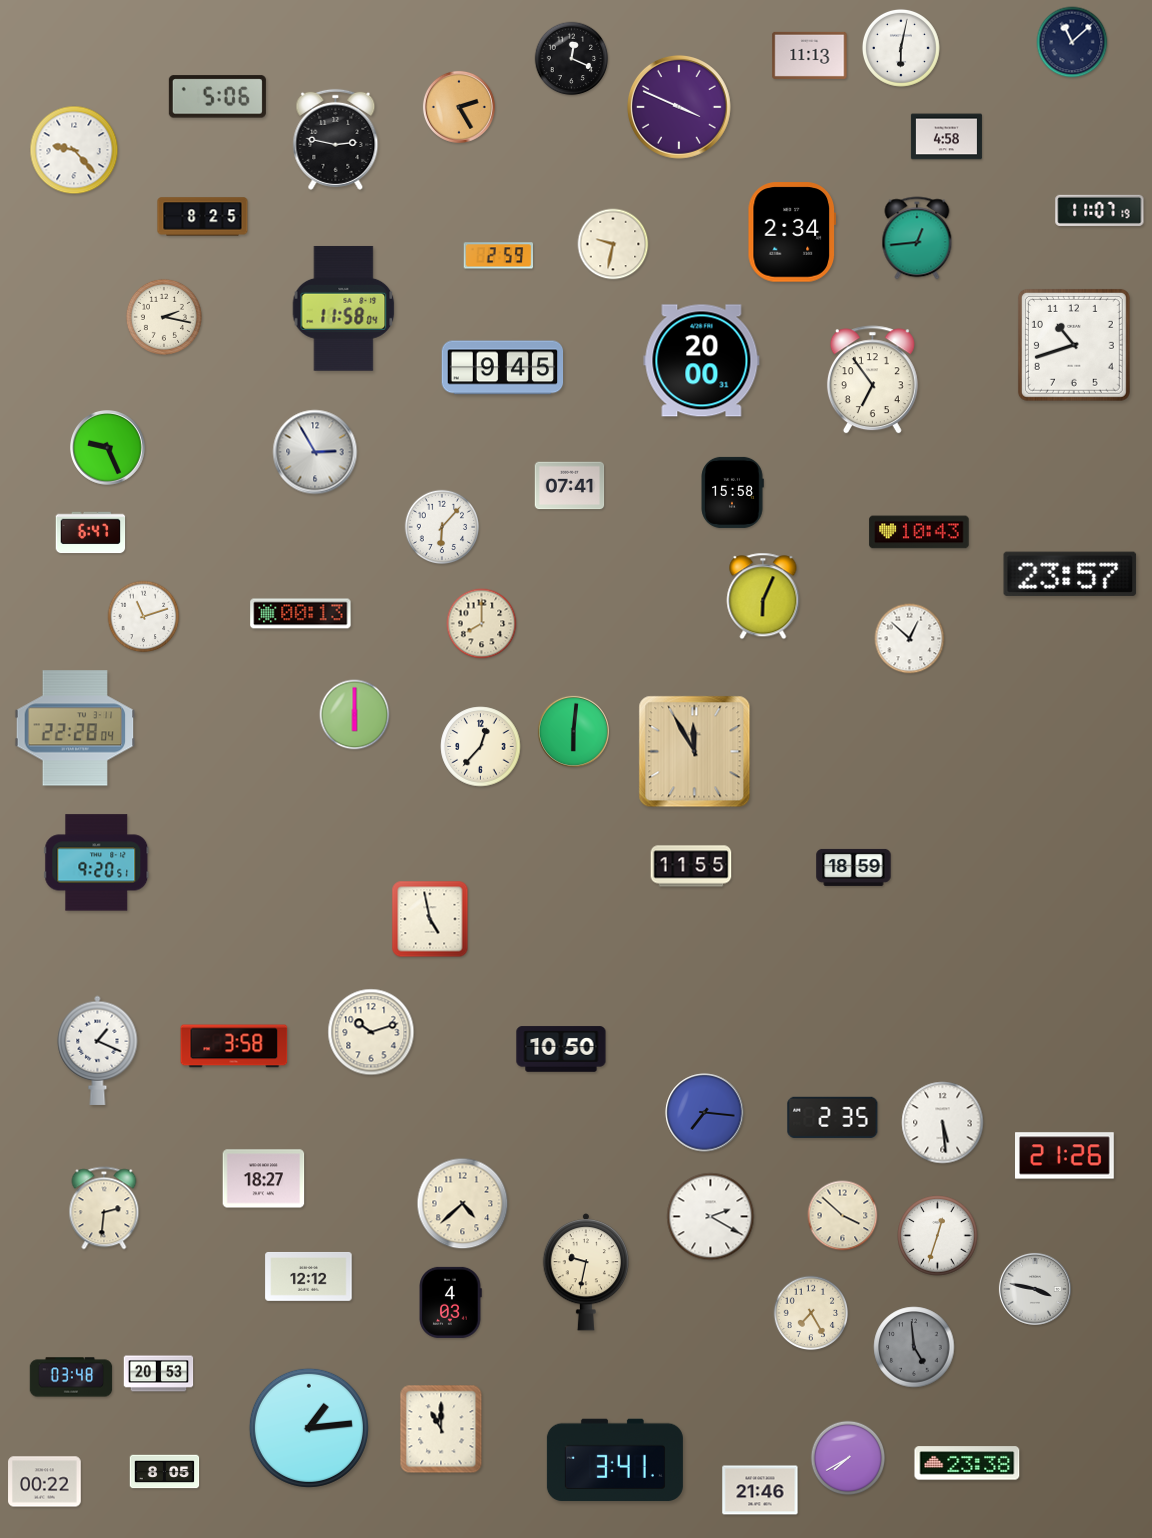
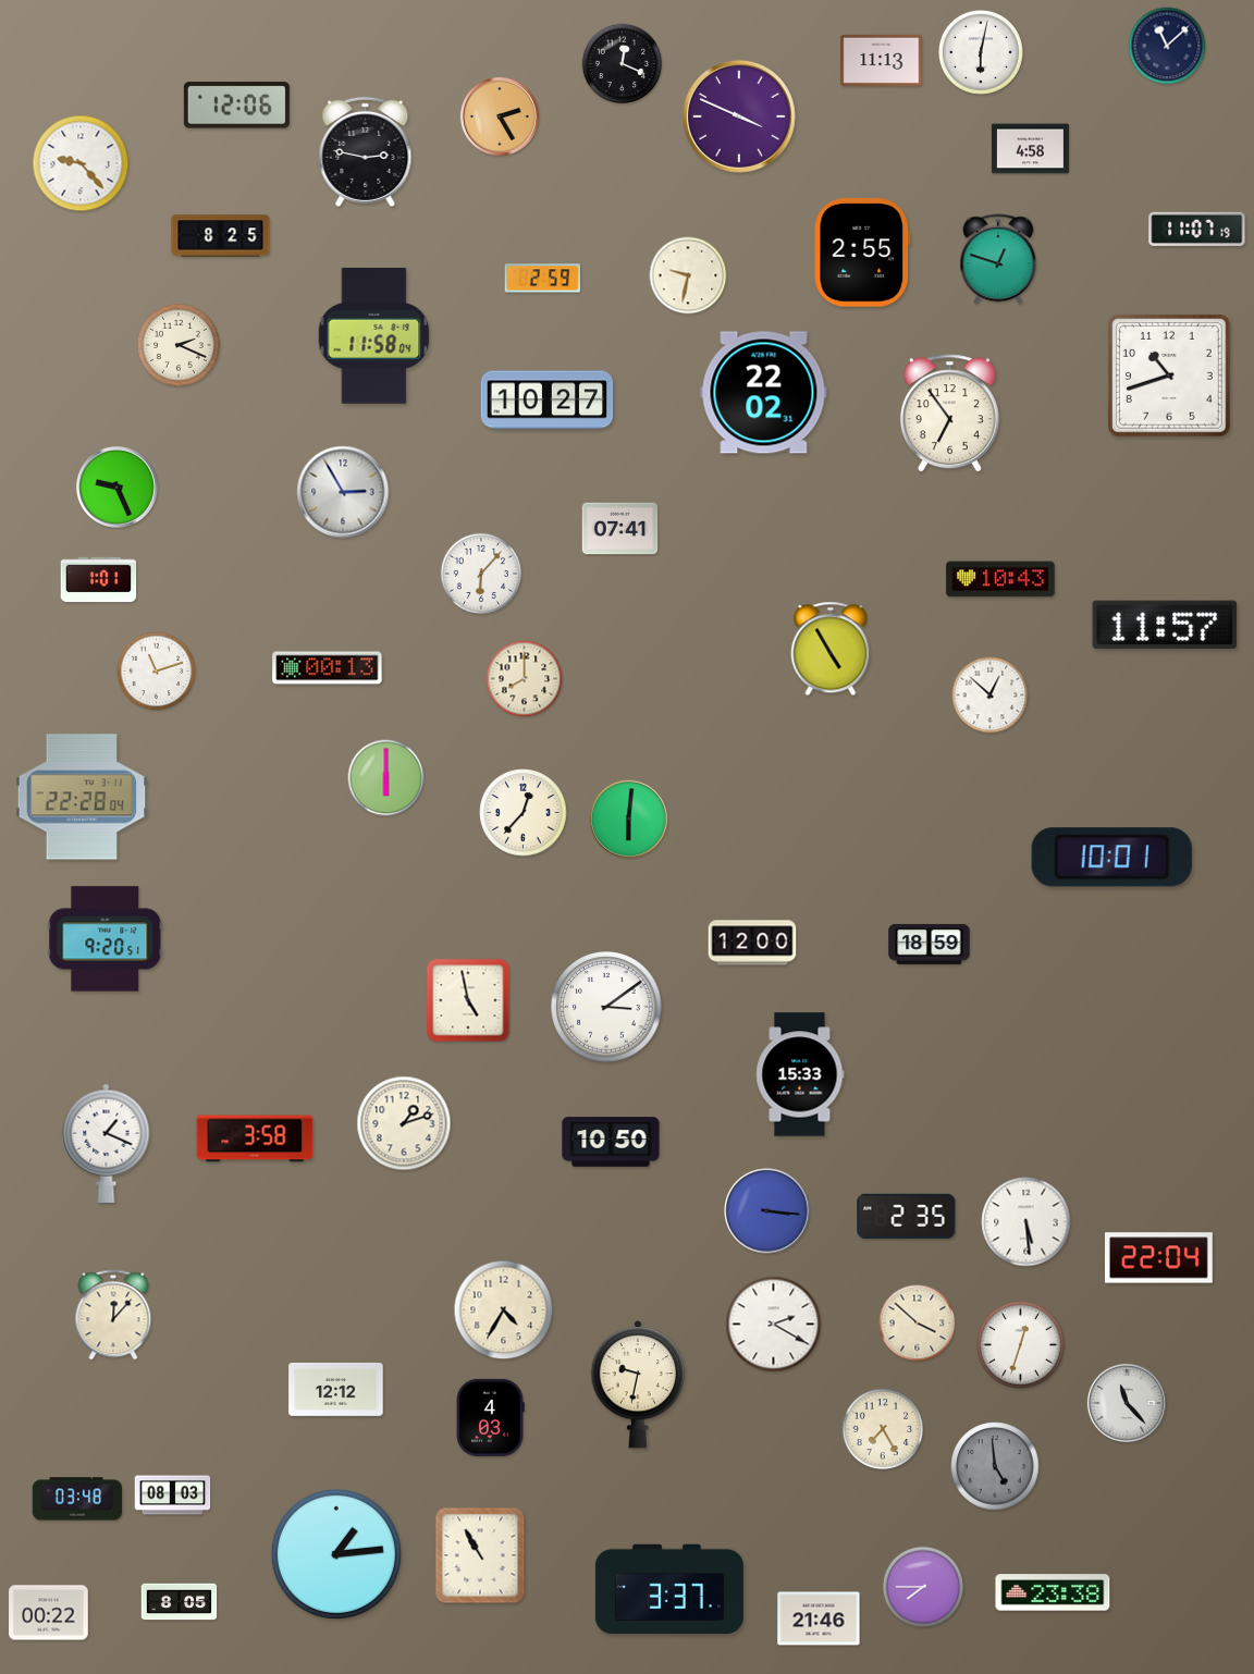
clock at (217, 97): 5:06 -> 12:06
clock at (791, 232): 2:34 -> 2:55
clock at (917, 238): 12:44 -> 12:48
clock at (613, 244) position: (613, 244) -> (688, 275)
clock at (164, 317): 2:17 -> 2:19
clock at (702, 361): 20:00 -> 22:02
clock at (503, 368): 9:45 -> 10:27
clock at (732, 492): 15:58 -> none
clock at (91, 533): 6:47 -> 1:01
clock at (1070, 574): 23:57 -> 11:57
clock at (763, 596): 6:04 -> 4:55
clock at (75, 728) position: (75, 728) -> (82, 797)
clock at (573, 731) position: (573, 731) -> (628, 818)
clock at (695, 752): 11:55 -> none
clock at (1111, 858): none -> 10:01
clock at (691, 866): 11:55 -> 12:00
clock at (606, 1007): none -> 3:09
clock at (800, 1074): none -> 15:33
clock at (371, 1032): 10:12 -> 1:12
clock at (705, 1113): 7:16 -> 3:16
clock at (1065, 1156): 21:26 -> 22:04
clock at (264, 1179): 18:27 -> none
clock at (463, 1204): 4:38 -> 4:35
clock at (104, 1208): 2:31 -> 12:07
clock at (1035, 1289): 3:47 -> 11:23
clock at (159, 1374): 20:53 -> 08:03
clock at (441, 1429): 11:00 -> 10:55
clock at (848, 1458): 7:40 -> 7:45
clock at (615, 1460): 3:41 -> 3:37
clock at (760, 1490) position: (760, 1490) -> (819, 1618)
